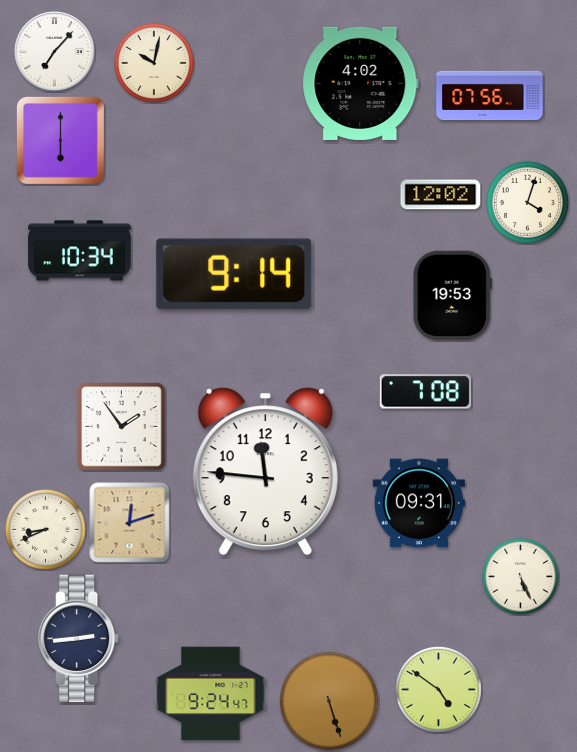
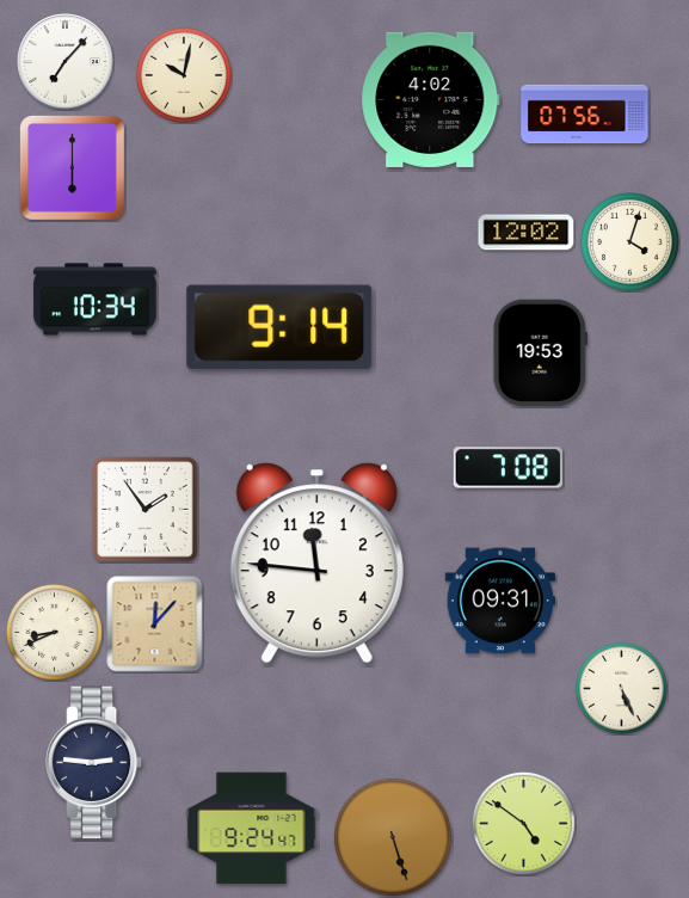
clock at (130, 523): 12:12 -> 12:07
clock at (79, 639): 2:44 -> 2:46
